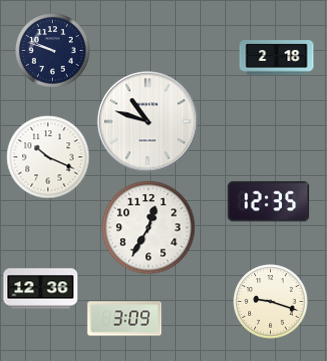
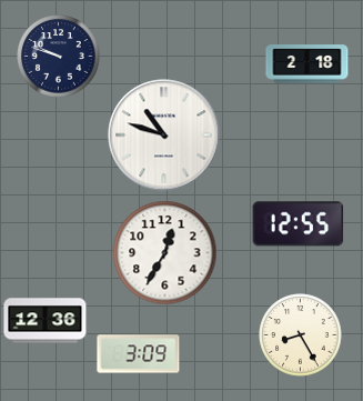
clock at (48, 157): 10:19 -> none
clock at (269, 202): 12:35 -> 12:55
clock at (271, 302): 9:18 -> 8:25
